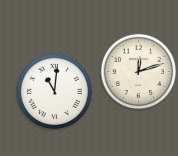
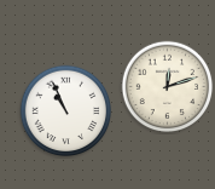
clock at (55, 92): 11:01 -> 10:56
